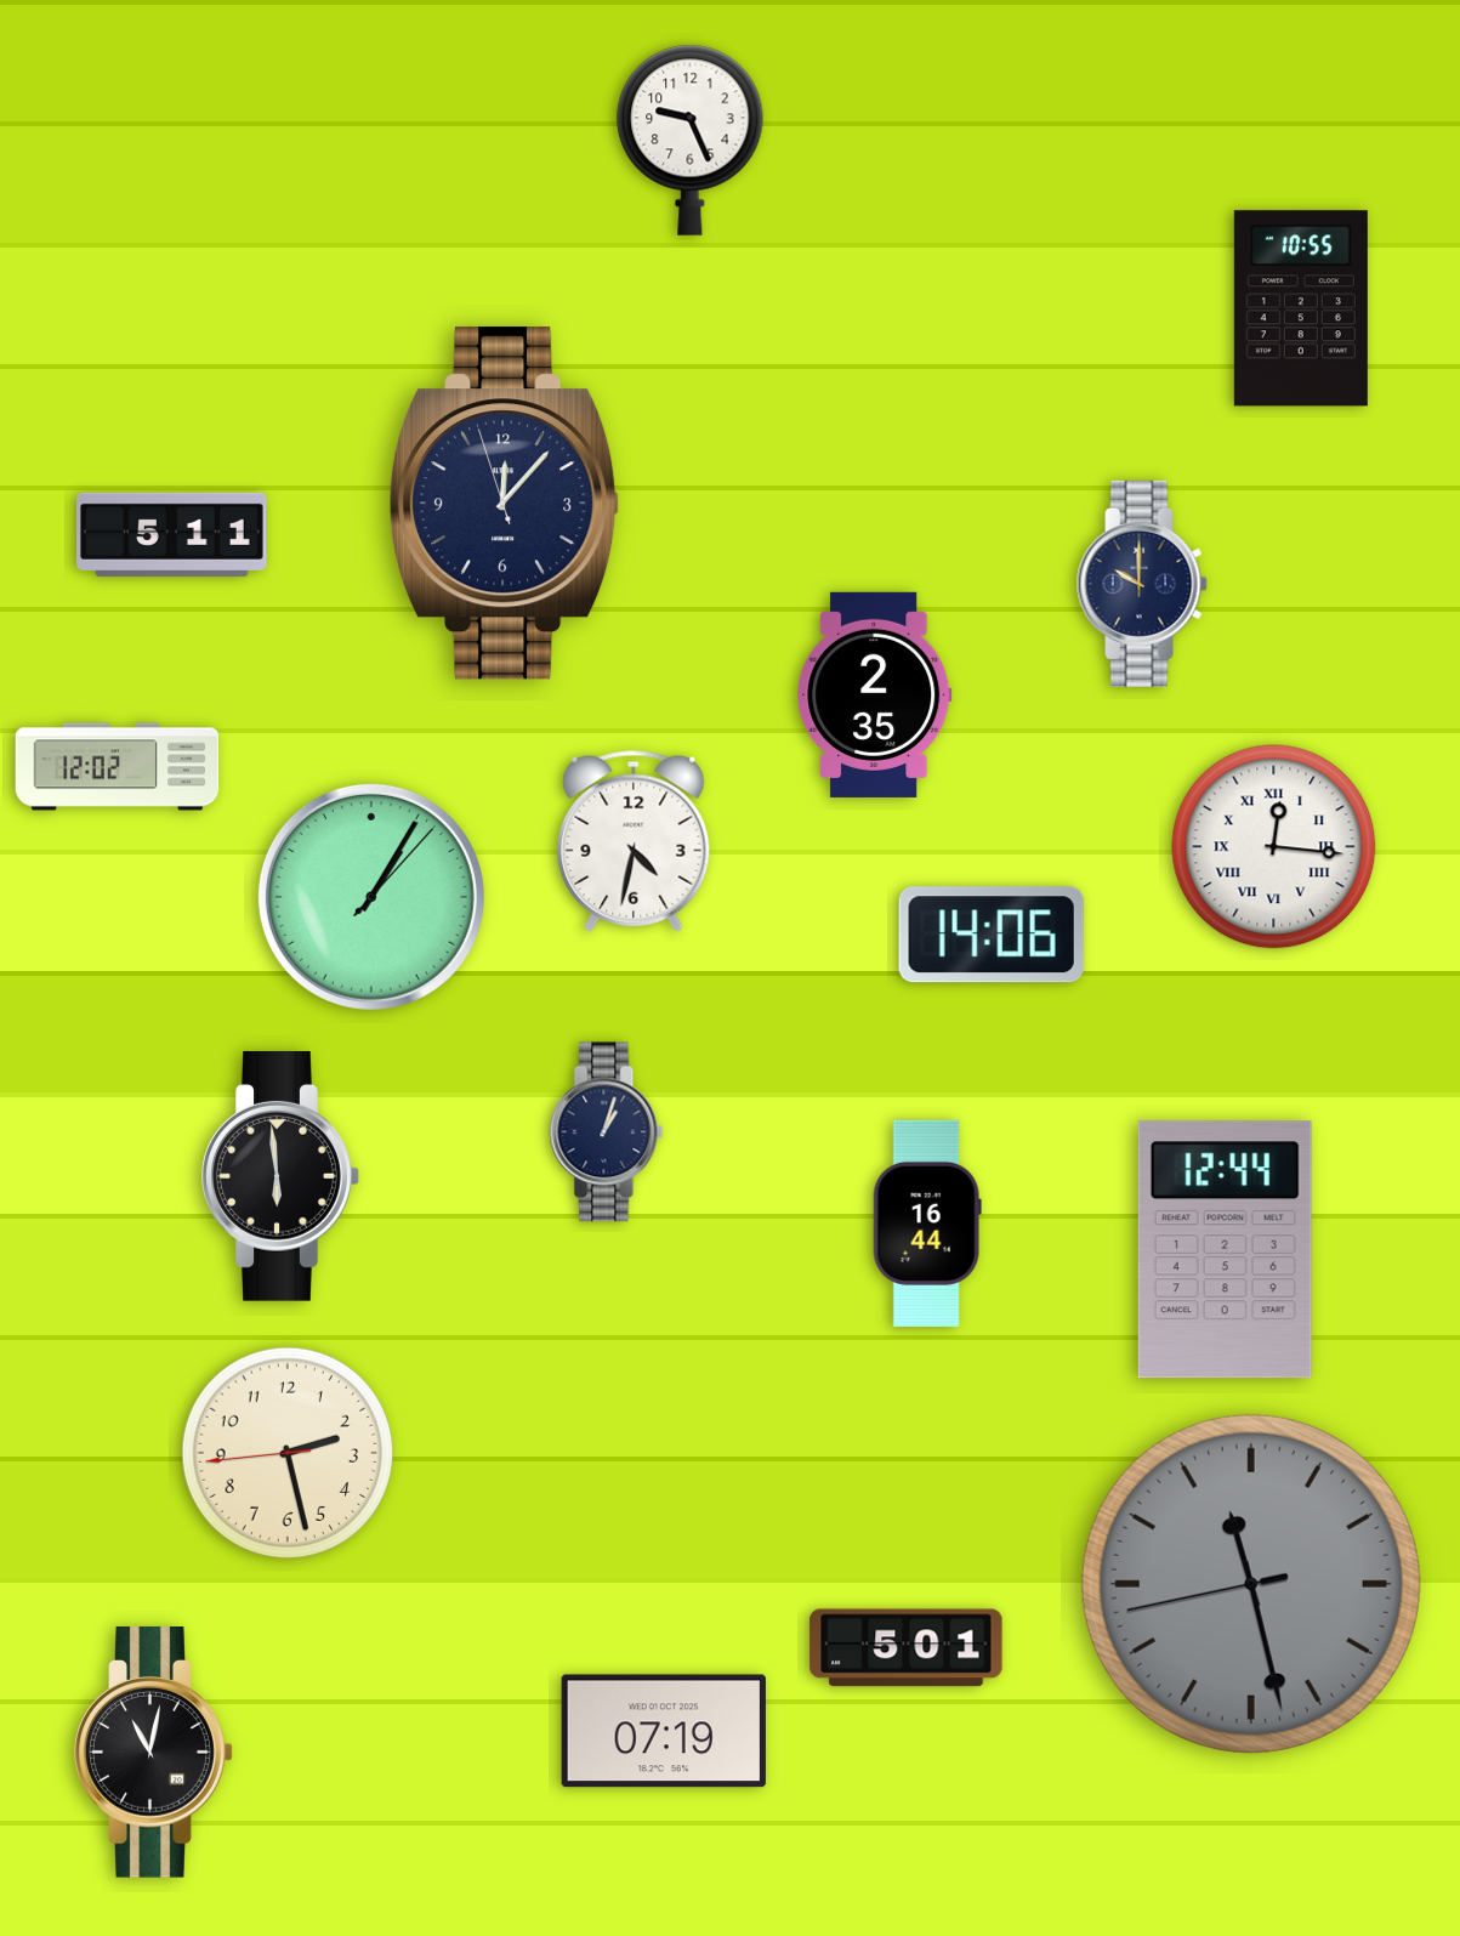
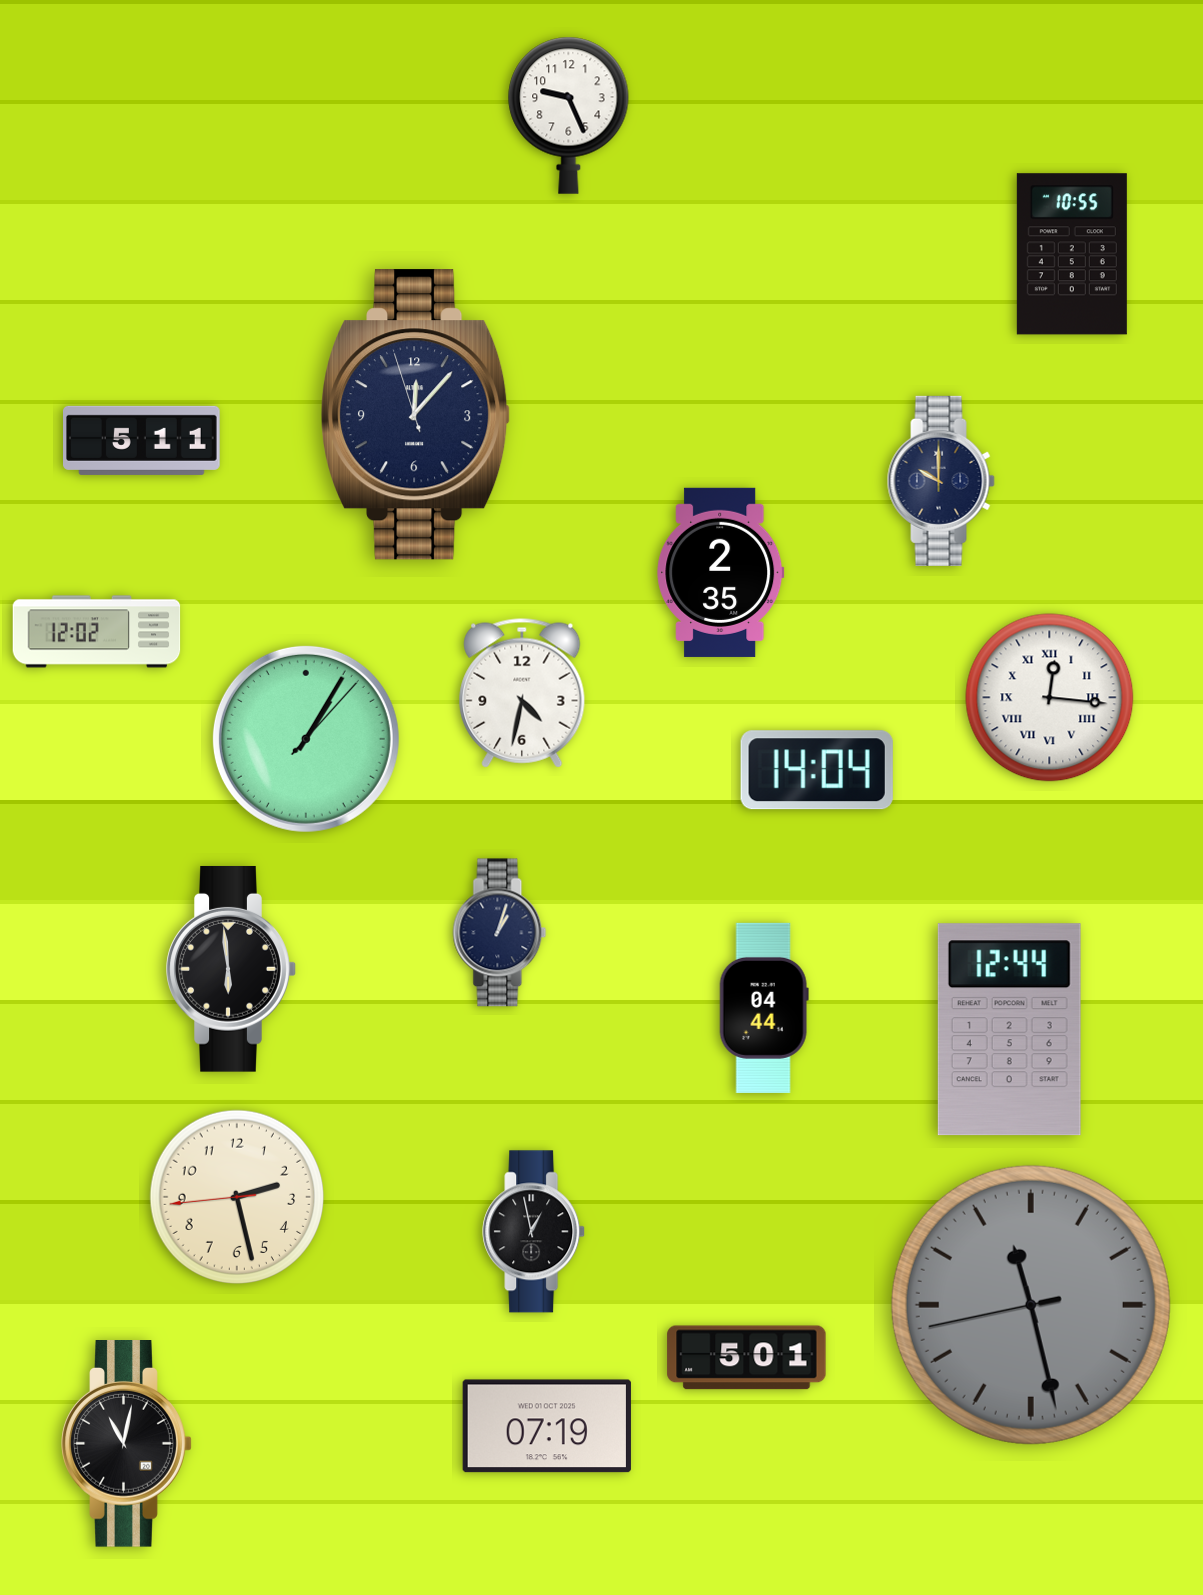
clock at (992, 935): 14:06 -> 14:04
clock at (927, 1224): 16:44 -> 04:44
clock at (534, 1232): none -> 12:58
